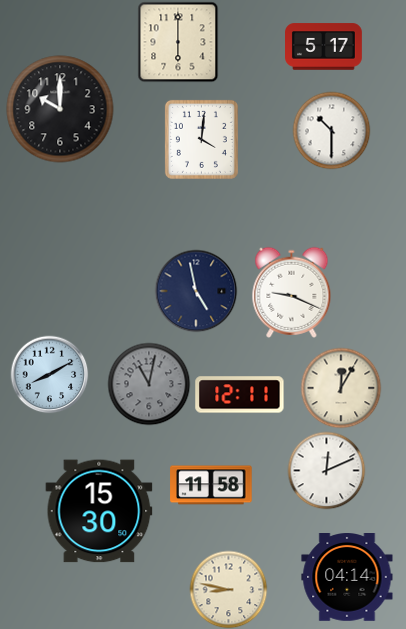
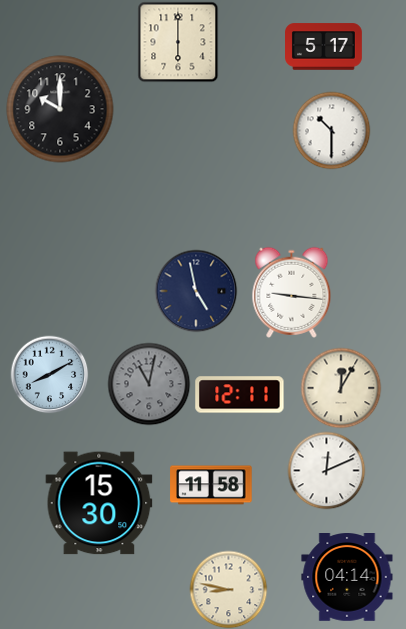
clock at (201, 139): 4:01 -> none
clock at (292, 292): 9:19 -> 9:16
clock at (99, 511) position: (99, 511) -> (99, 503)
